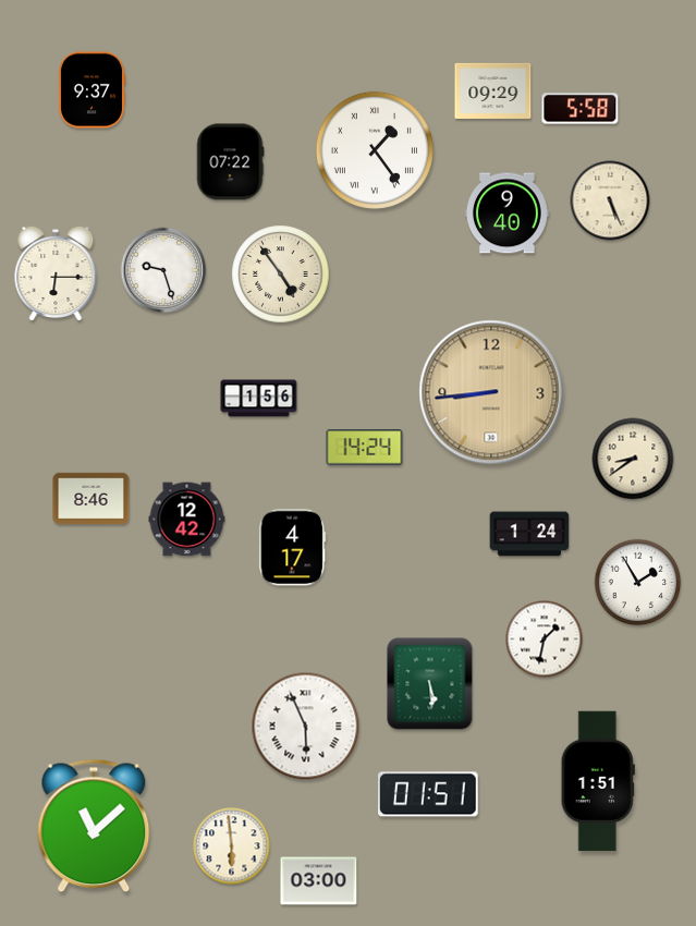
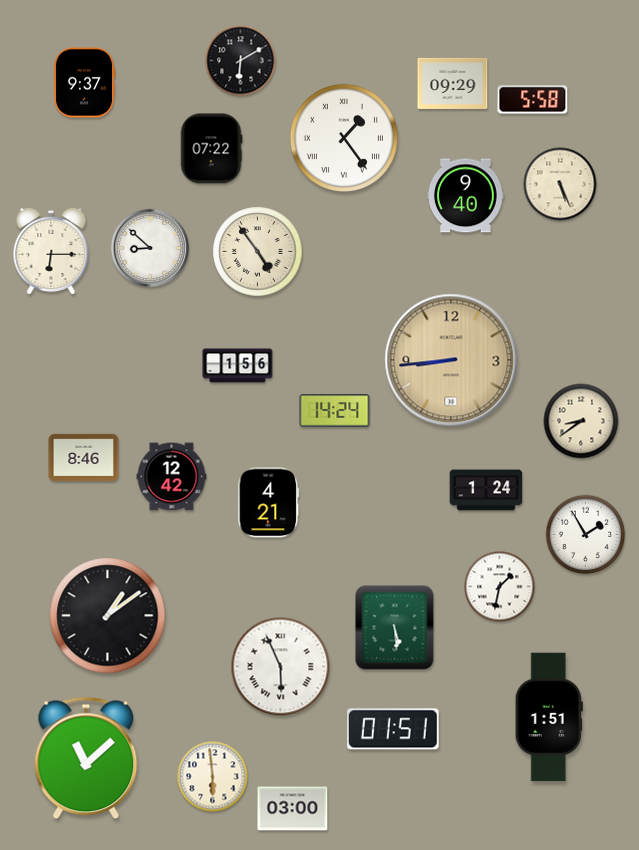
clock at (241, 61): none -> 6:10
clock at (163, 270): 9:27 -> 8:52
clock at (293, 548): 4:17 -> 4:21
clock at (108, 616): none -> 1:09
